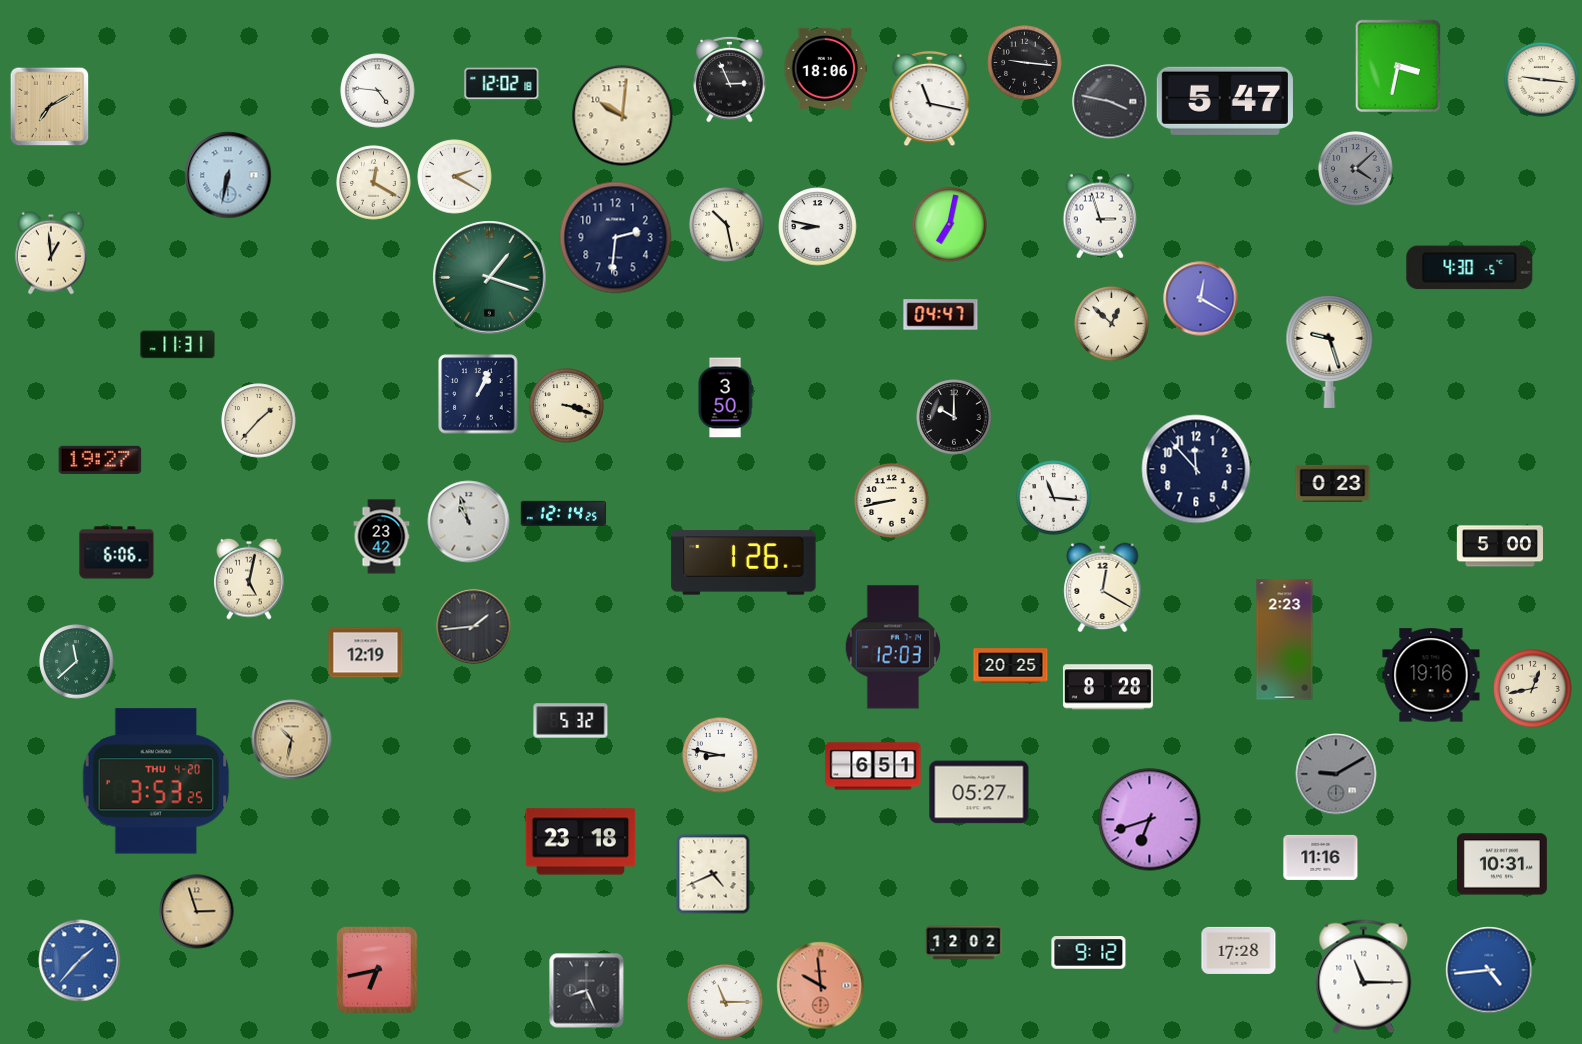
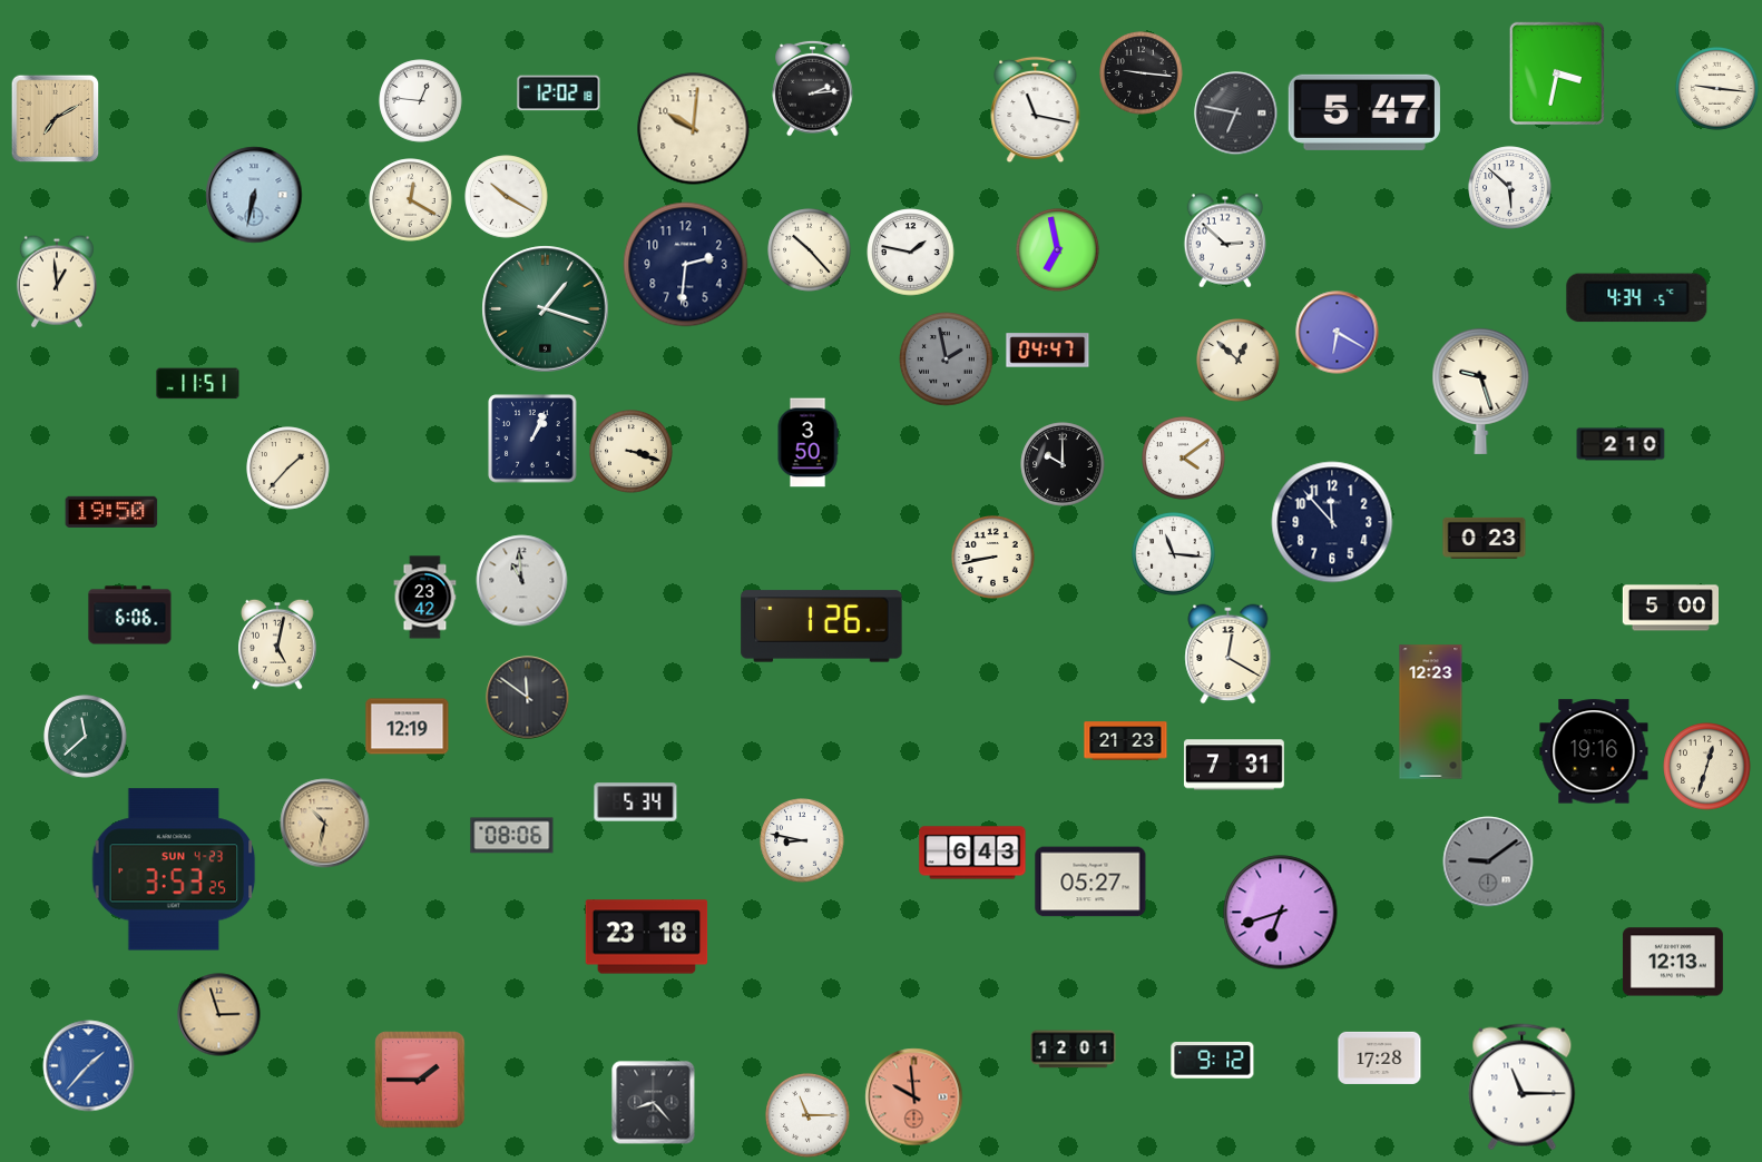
clock at (1025, 63) position: (1025, 63) -> (1142, 73)
clock at (826, 68): 18:06 -> none
clock at (730, 79): 2:56 -> 2:14
clock at (378, 91): 4:46 -> 12:46
clock at (1110, 102): 3:47 -> 6:47
clock at (1356, 169): 4:08 -> 5:52
clock at (1356, 169) dial: grey -> white
clock at (455, 177): 2:20 -> 10:20
clock at (374, 183) position: (374, 183) -> (411, 200)
clock at (1100, 216): 2:57 -> 2:52
clock at (727, 225): 10:28 -> 10:23
clock at (950, 225): 7:02 -> 6:58
clock at (818, 227): 8:47 -> 1:47
clock at (1470, 268): 4:30 -> 4:34
clock at (1201, 299): 12:20 -> 6:20
clock at (947, 360): none -> 1:58
clock at (178, 345): 11:31 -> 11:51
clock at (1621, 444): none -> 2:10
clock at (1184, 459): none -> 4:09
clock at (100, 460): 19:27 -> 19:50
clock at (564, 513): 12:14 -> none
clock at (469, 522): 10:57 -> 10:59
clock at (744, 563) position: (744, 563) -> (822, 627)
clock at (474, 627): 1:44 -> 11:51
clock at (1285, 640): 2:23 -> 12:23
clock at (892, 647): 12:03 -> none
clock at (1011, 666): 20:25 -> 21:23
clock at (1108, 687): 8:28 -> 7:31
clock at (1533, 689): 12:43 -> 12:33
clock at (571, 721): 5:32 -> 5:34
clock at (512, 836): none -> 08:06
clock at (873, 766): 6:51 -> 6:43
clock at (1336, 774): 9:10 -> 9:09
clock at (156, 781) date: THU 4-20 -> SUN 4-23
clock at (1321, 857): 11:16 -> none
clock at (1502, 864): 10:31 -> 12:13
clock at (713, 874): 4:41 -> none
clock at (964, 943): 12:02 -> 12:01
clock at (80, 961) position: (80, 961) -> (89, 1066)
clock at (377, 970): 6:43 -> 1:45
clock at (1489, 970): 4:44 -> none
clock at (1364, 977) position: (1364, 977) -> (1523, 1087)
clock at (587, 991): 8:26 -> 8:23
